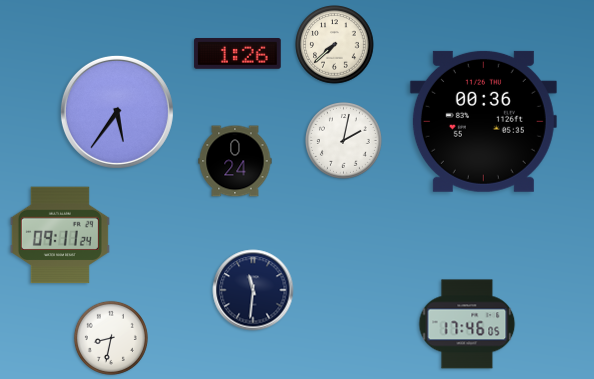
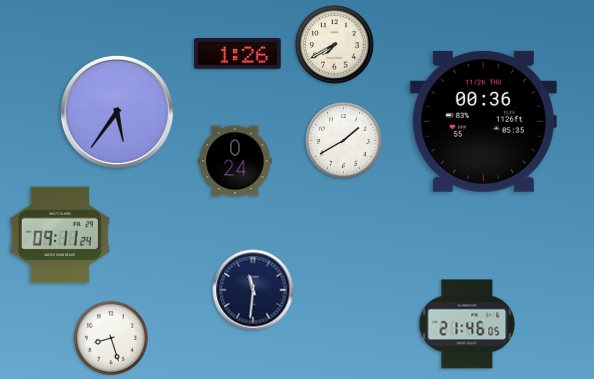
clock at (335, 45): 7:38 -> 7:40
clock at (344, 141): 2:02 -> 1:40
clock at (467, 324): 17:46 -> 21:46
clock at (111, 338): 8:32 -> 8:27
